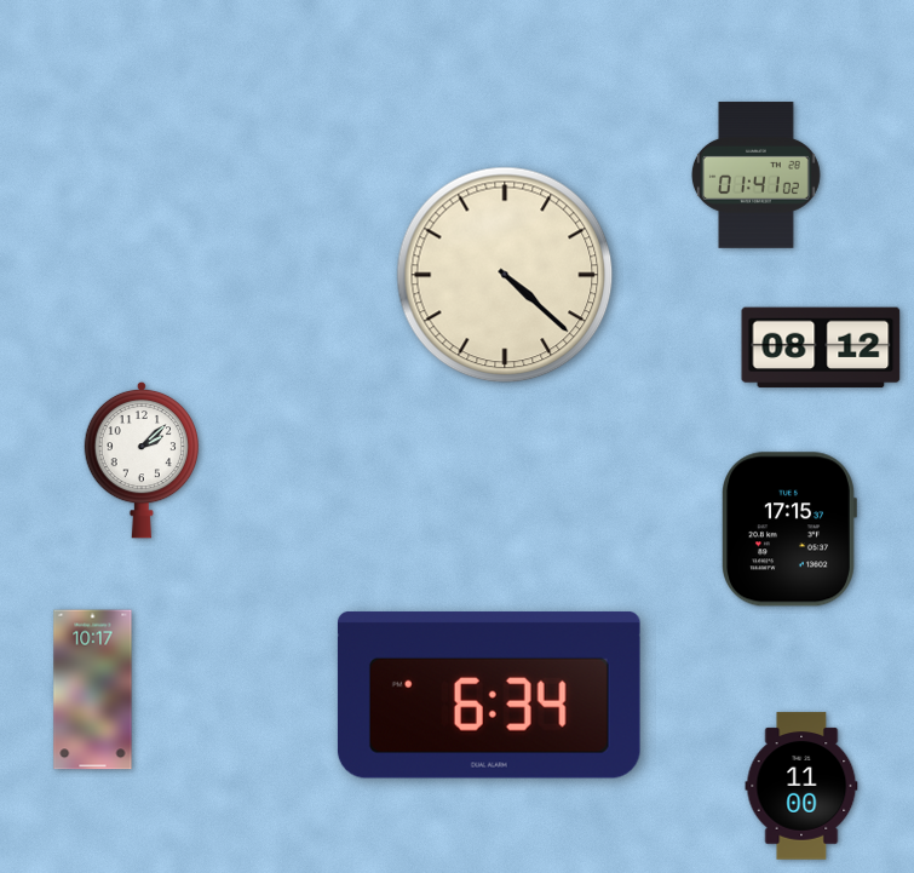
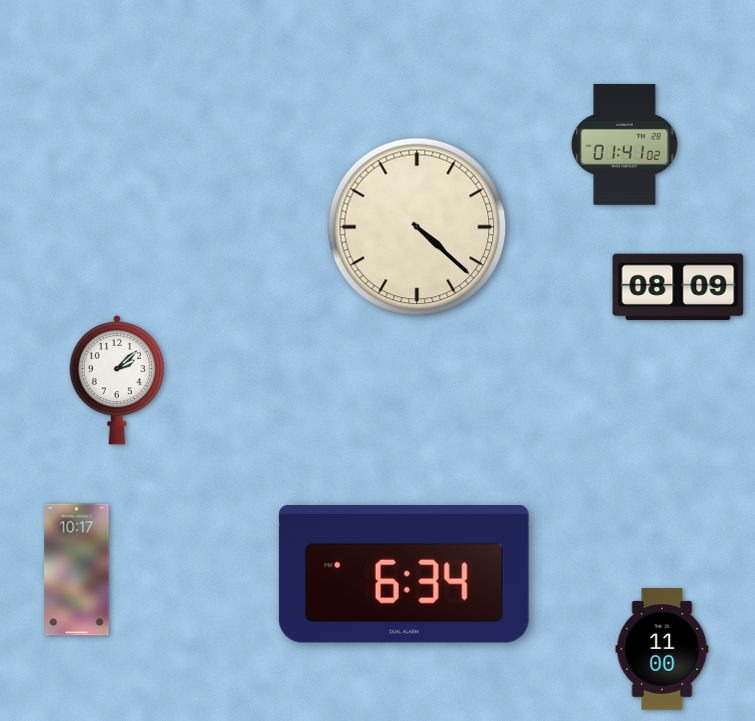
clock at (821, 348): 08:12 -> 08:09
clock at (789, 529): 17:15 -> none
